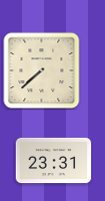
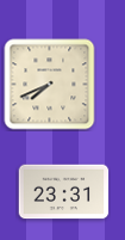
clock at (42, 71): 7:38 -> 7:41
